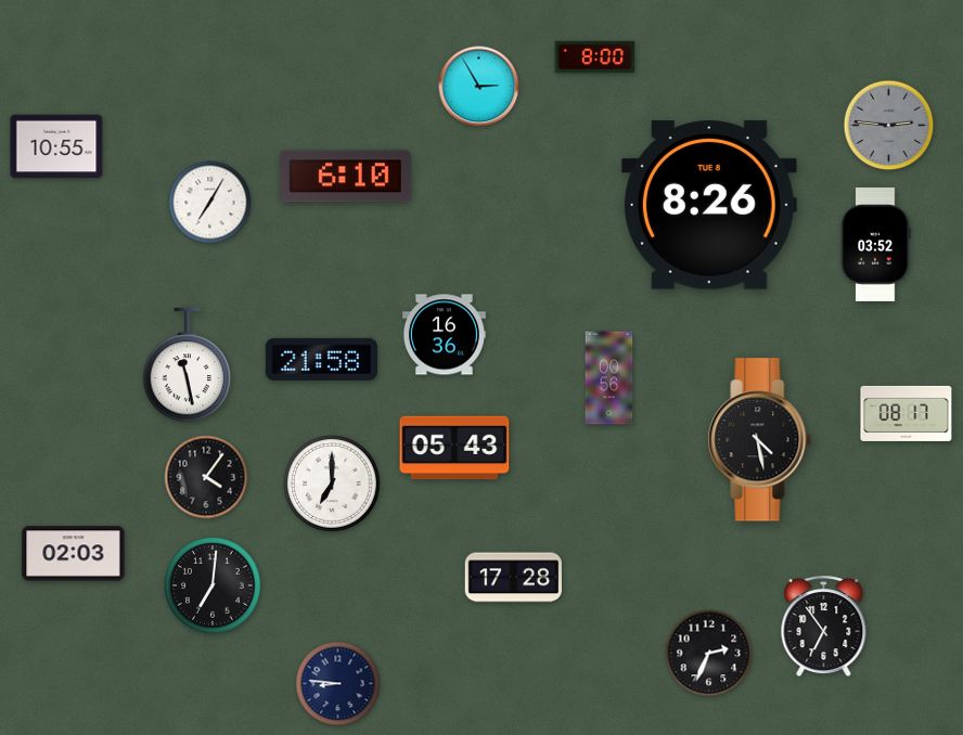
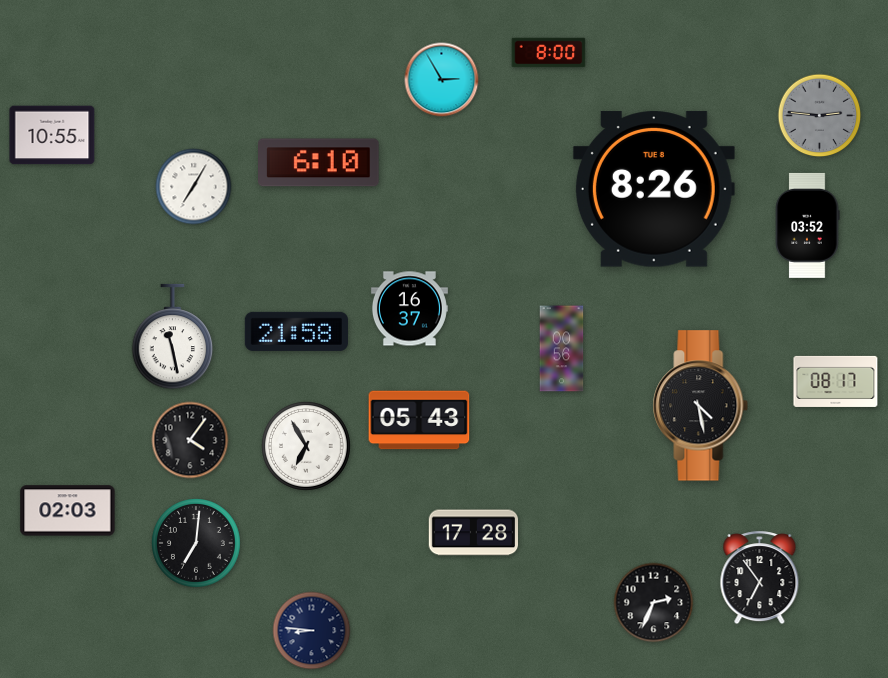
clock at (444, 335): 16:36 -> 16:37
clock at (454, 448) position: (454, 448) -> (419, 420)
clock at (333, 485): 7:00 -> 6:55
clock at (214, 586) position: (214, 586) -> (197, 544)
